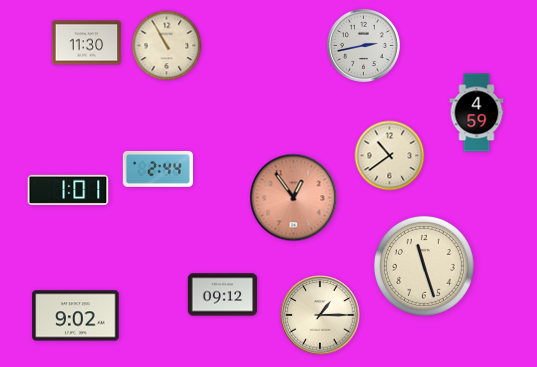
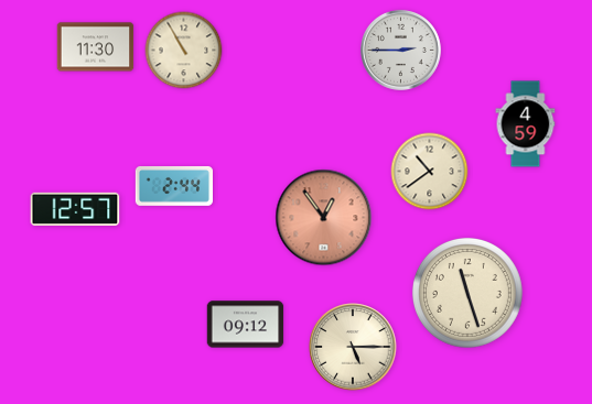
clock at (363, 45): 2:43 -> 2:45
clock at (68, 190): 1:01 -> 12:57
clock at (320, 315): 1:15 -> 5:15
clock at (76, 316): 9:02 -> none
